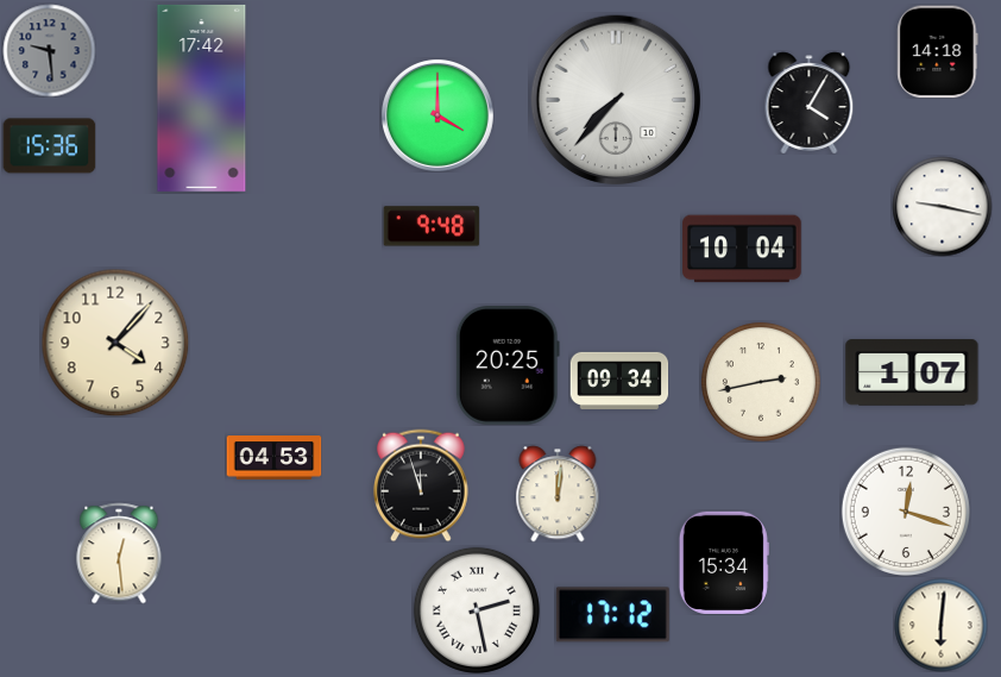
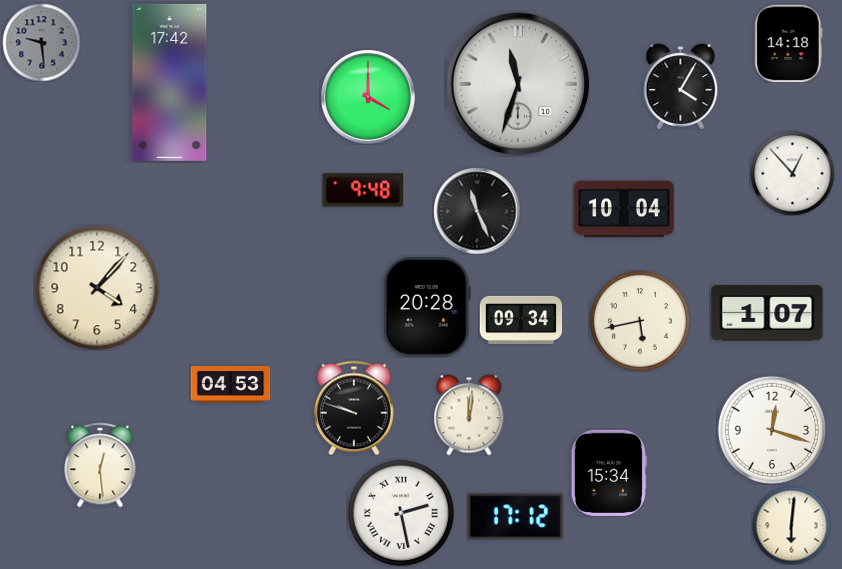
clock at (616, 100): 7:37 -> 11:33
clock at (49, 146): 15:36 -> none
clock at (942, 206): 9:17 -> 12:53
clock at (477, 211): none -> 11:26
clock at (508, 366): 20:25 -> 20:28
clock at (761, 382): 2:43 -> 5:43
clock at (422, 485): 11:57 -> 9:48
clock at (906, 512) position: (906, 512) -> (772, 430)
